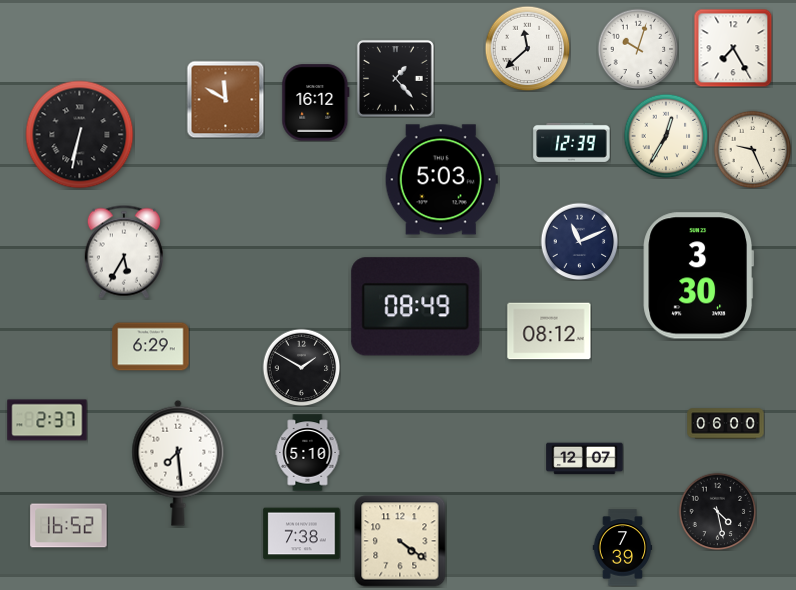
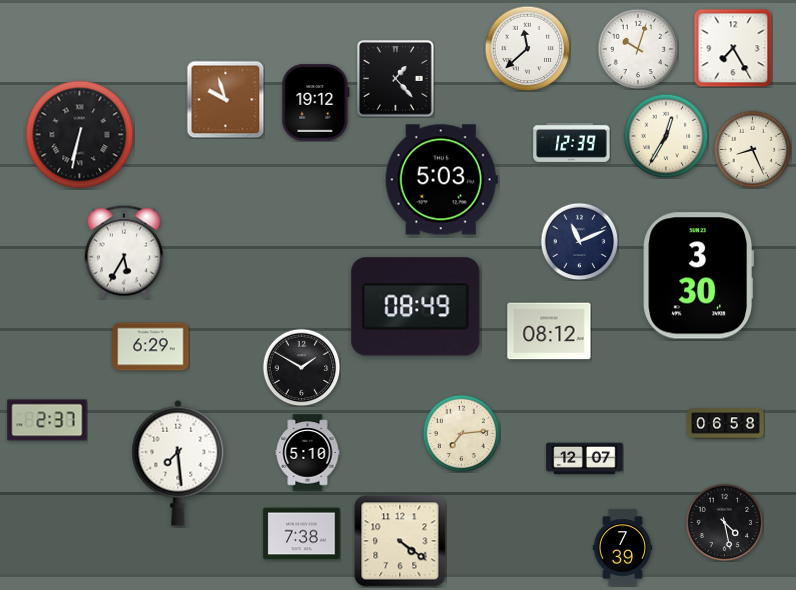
clock at (225, 99): 11:50 -> 9:57
clock at (316, 103): 16:12 -> 19:12
clock at (752, 149): 9:26 -> 8:26
clock at (726, 424): 06:00 -> 06:58
clock at (461, 433): none -> 7:14
clock at (717, 511) position: (717, 511) -> (724, 522)
clock at (69, 526): 16:52 -> none
